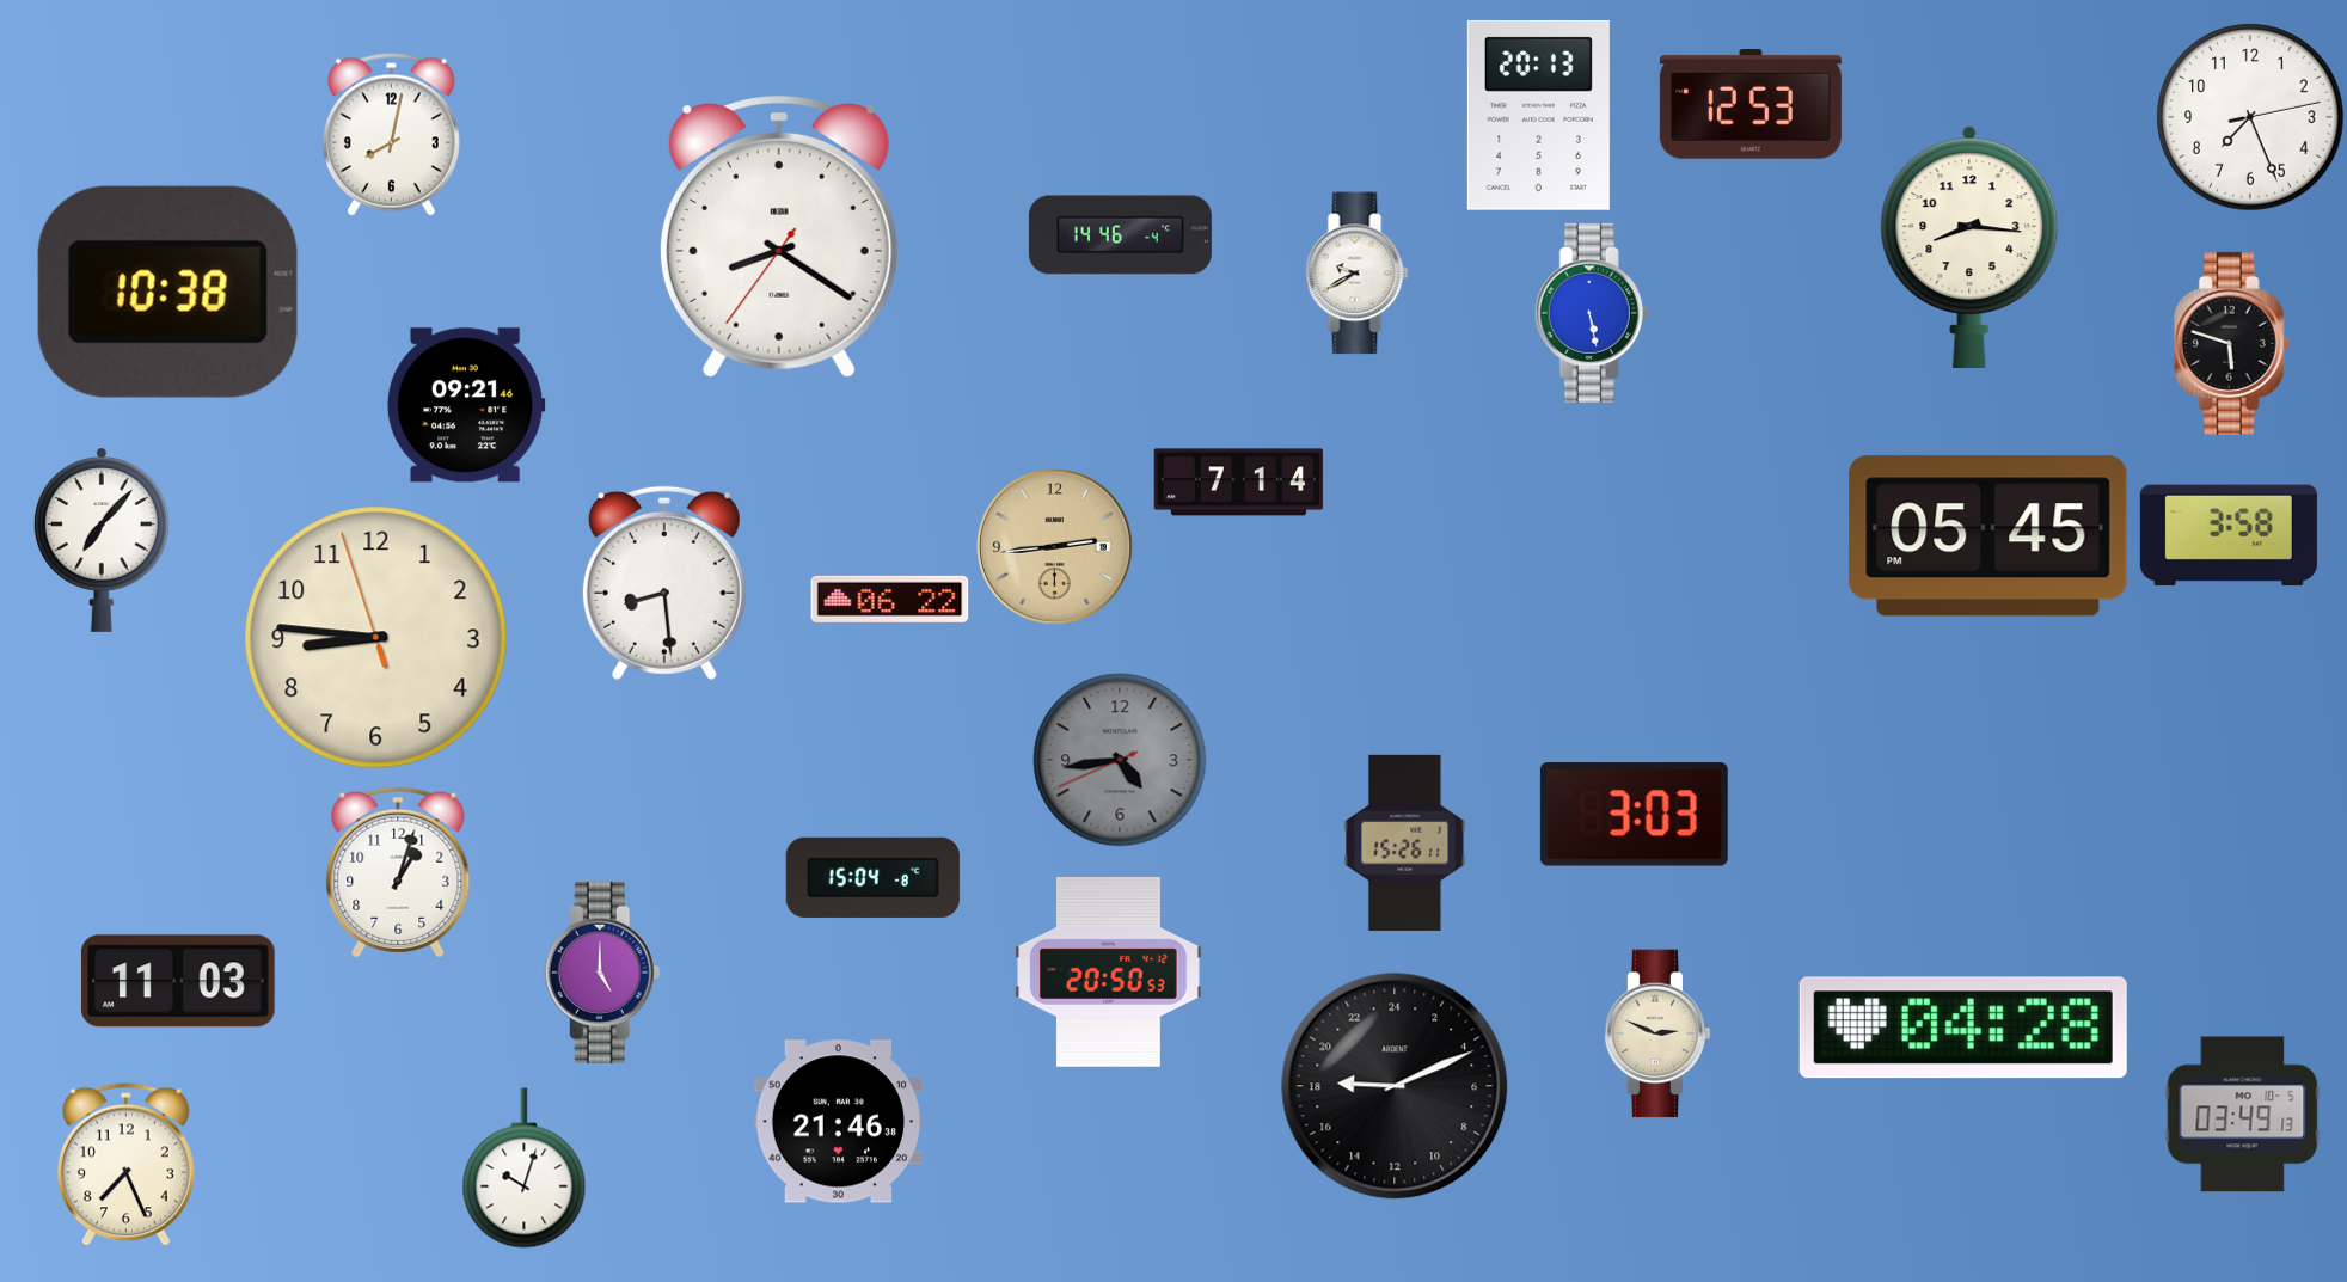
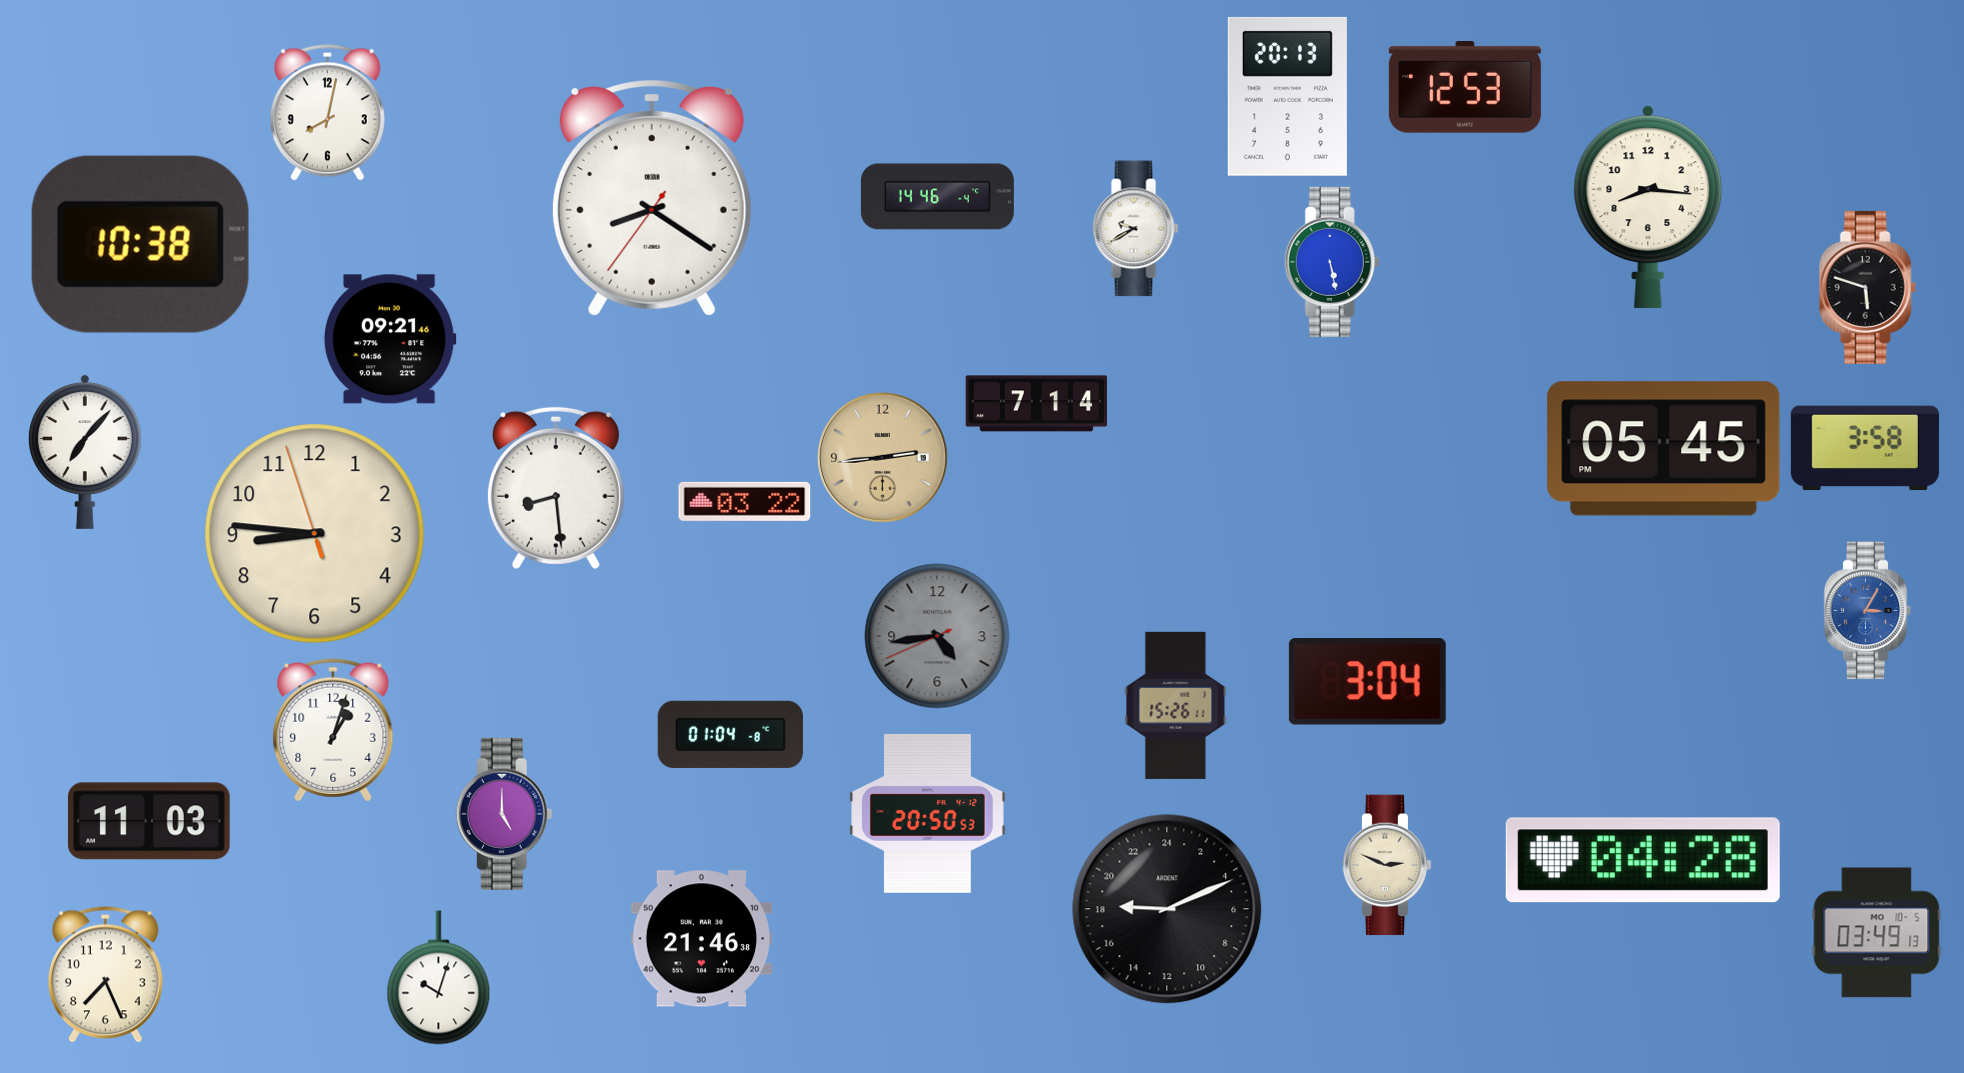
clock at (2250, 117): 7:26 -> none
clock at (890, 599): 06:22 -> 03:22
clock at (1868, 611): none -> 3:05
clock at (1634, 815): 3:03 -> 3:04
clock at (872, 877): 15:04 -> 01:04
